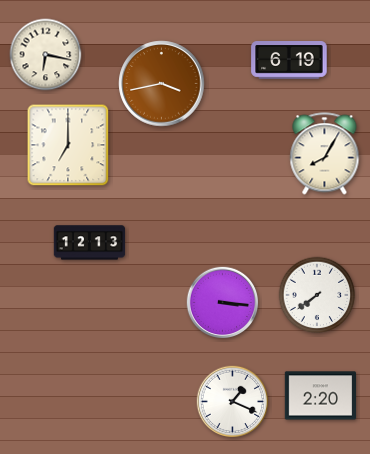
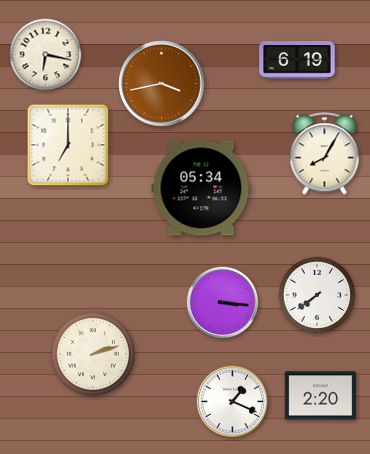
clock at (289, 60) position: (289, 60) -> (297, 60)
clock at (201, 188): none -> 05:34
clock at (90, 243): 12:13 -> none
clock at (93, 354): none -> 2:12
